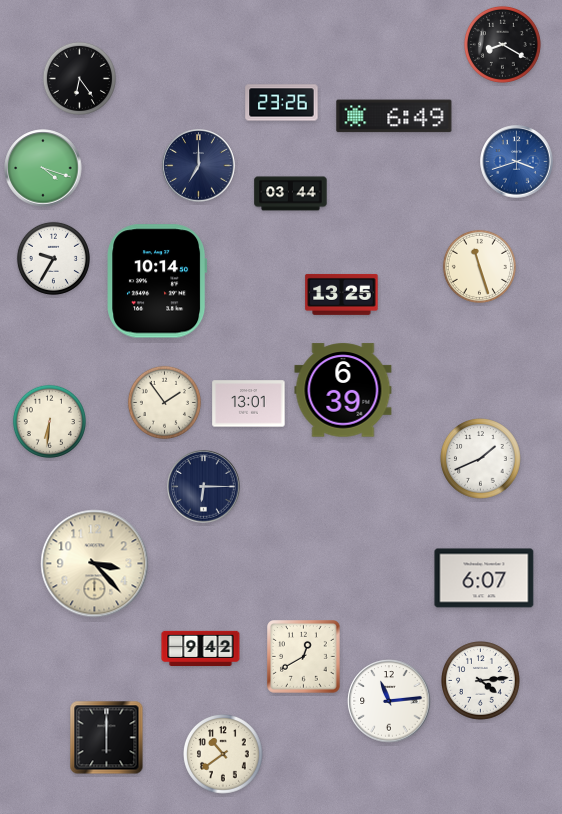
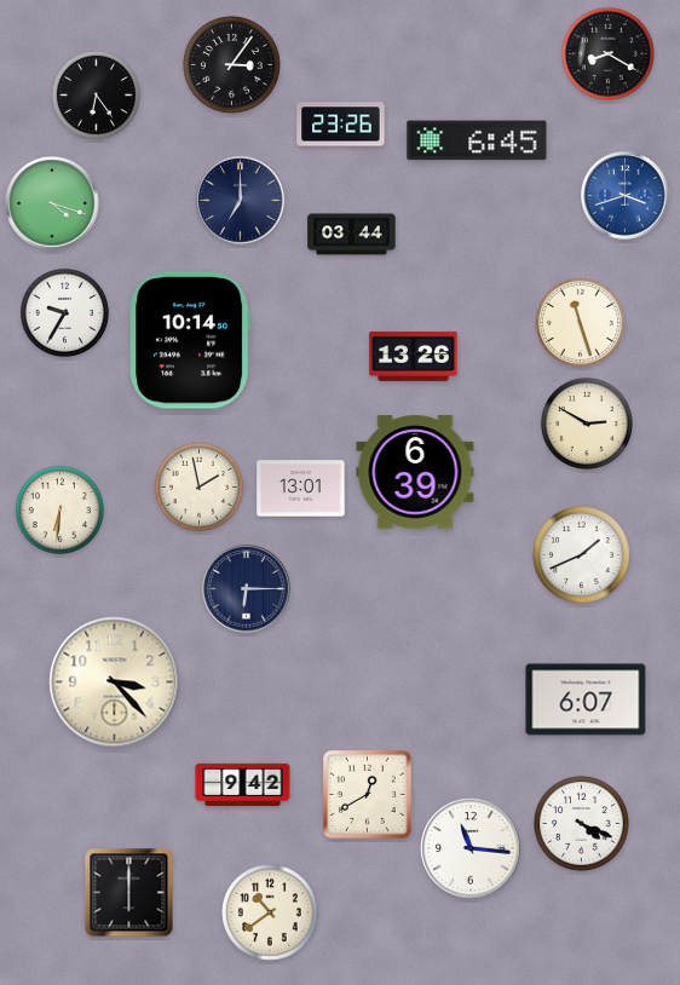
clock at (232, 65): none -> 3:06
clock at (394, 116): 6:49 -> 6:45
clock at (342, 294): 13:25 -> 13:26
clock at (587, 424): none -> 2:50
clock at (164, 402): 1:54 -> 1:58
clock at (481, 681): 4:14 -> 4:19
clock at (389, 701): 11:14 -> 11:16
